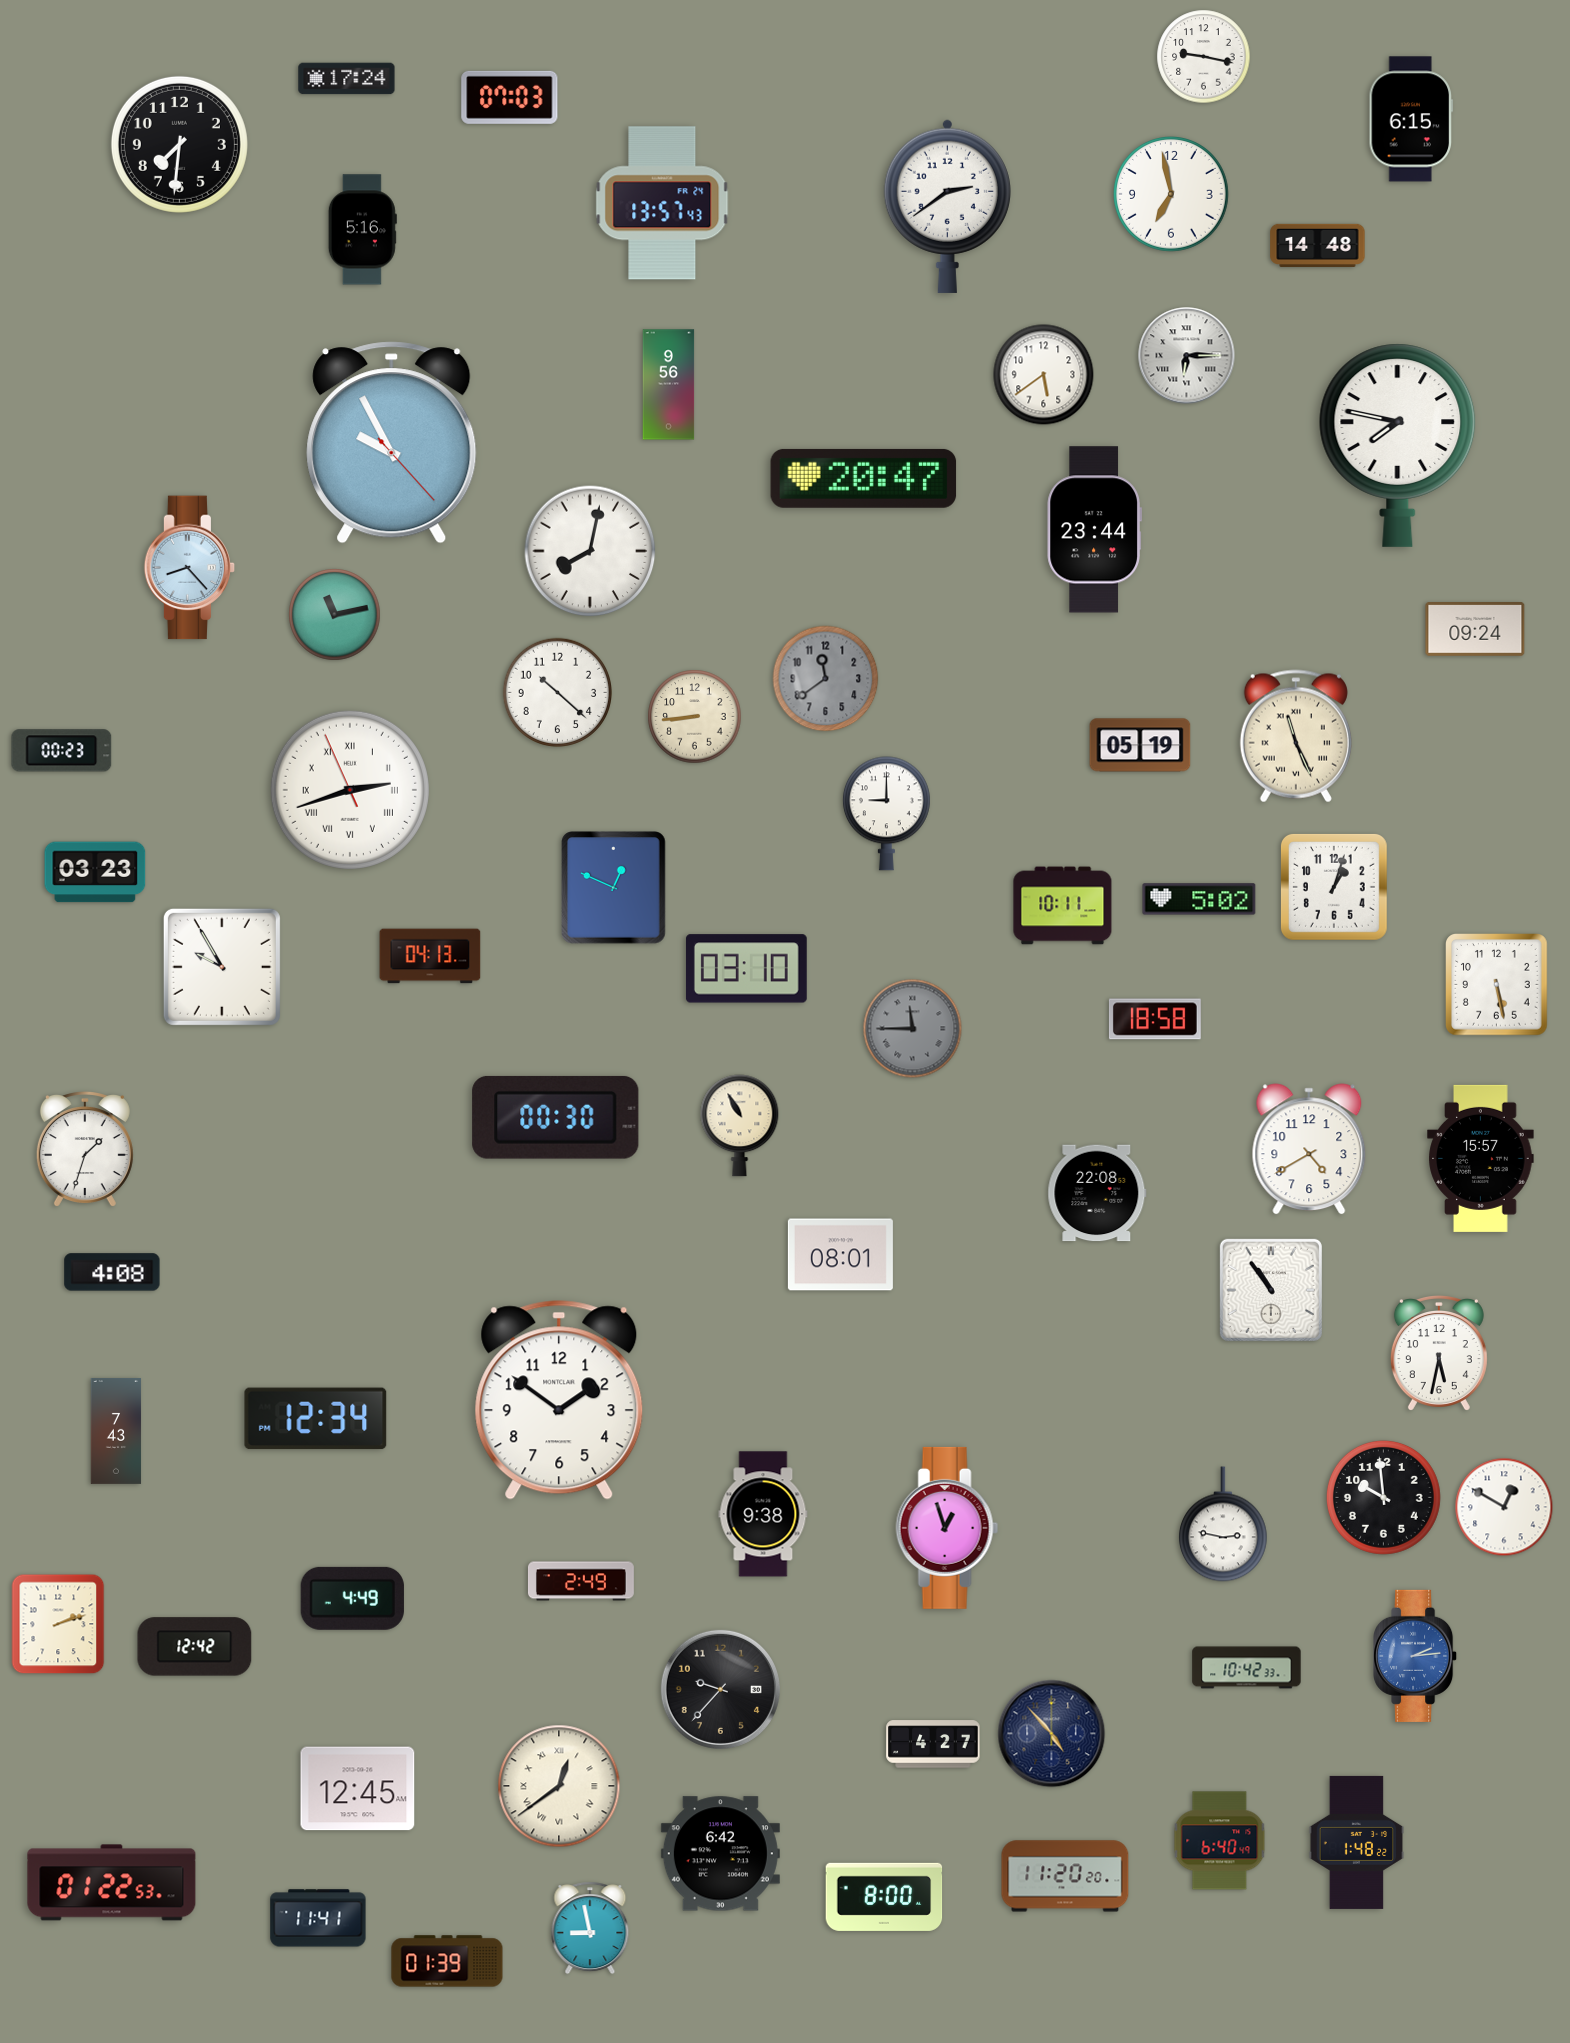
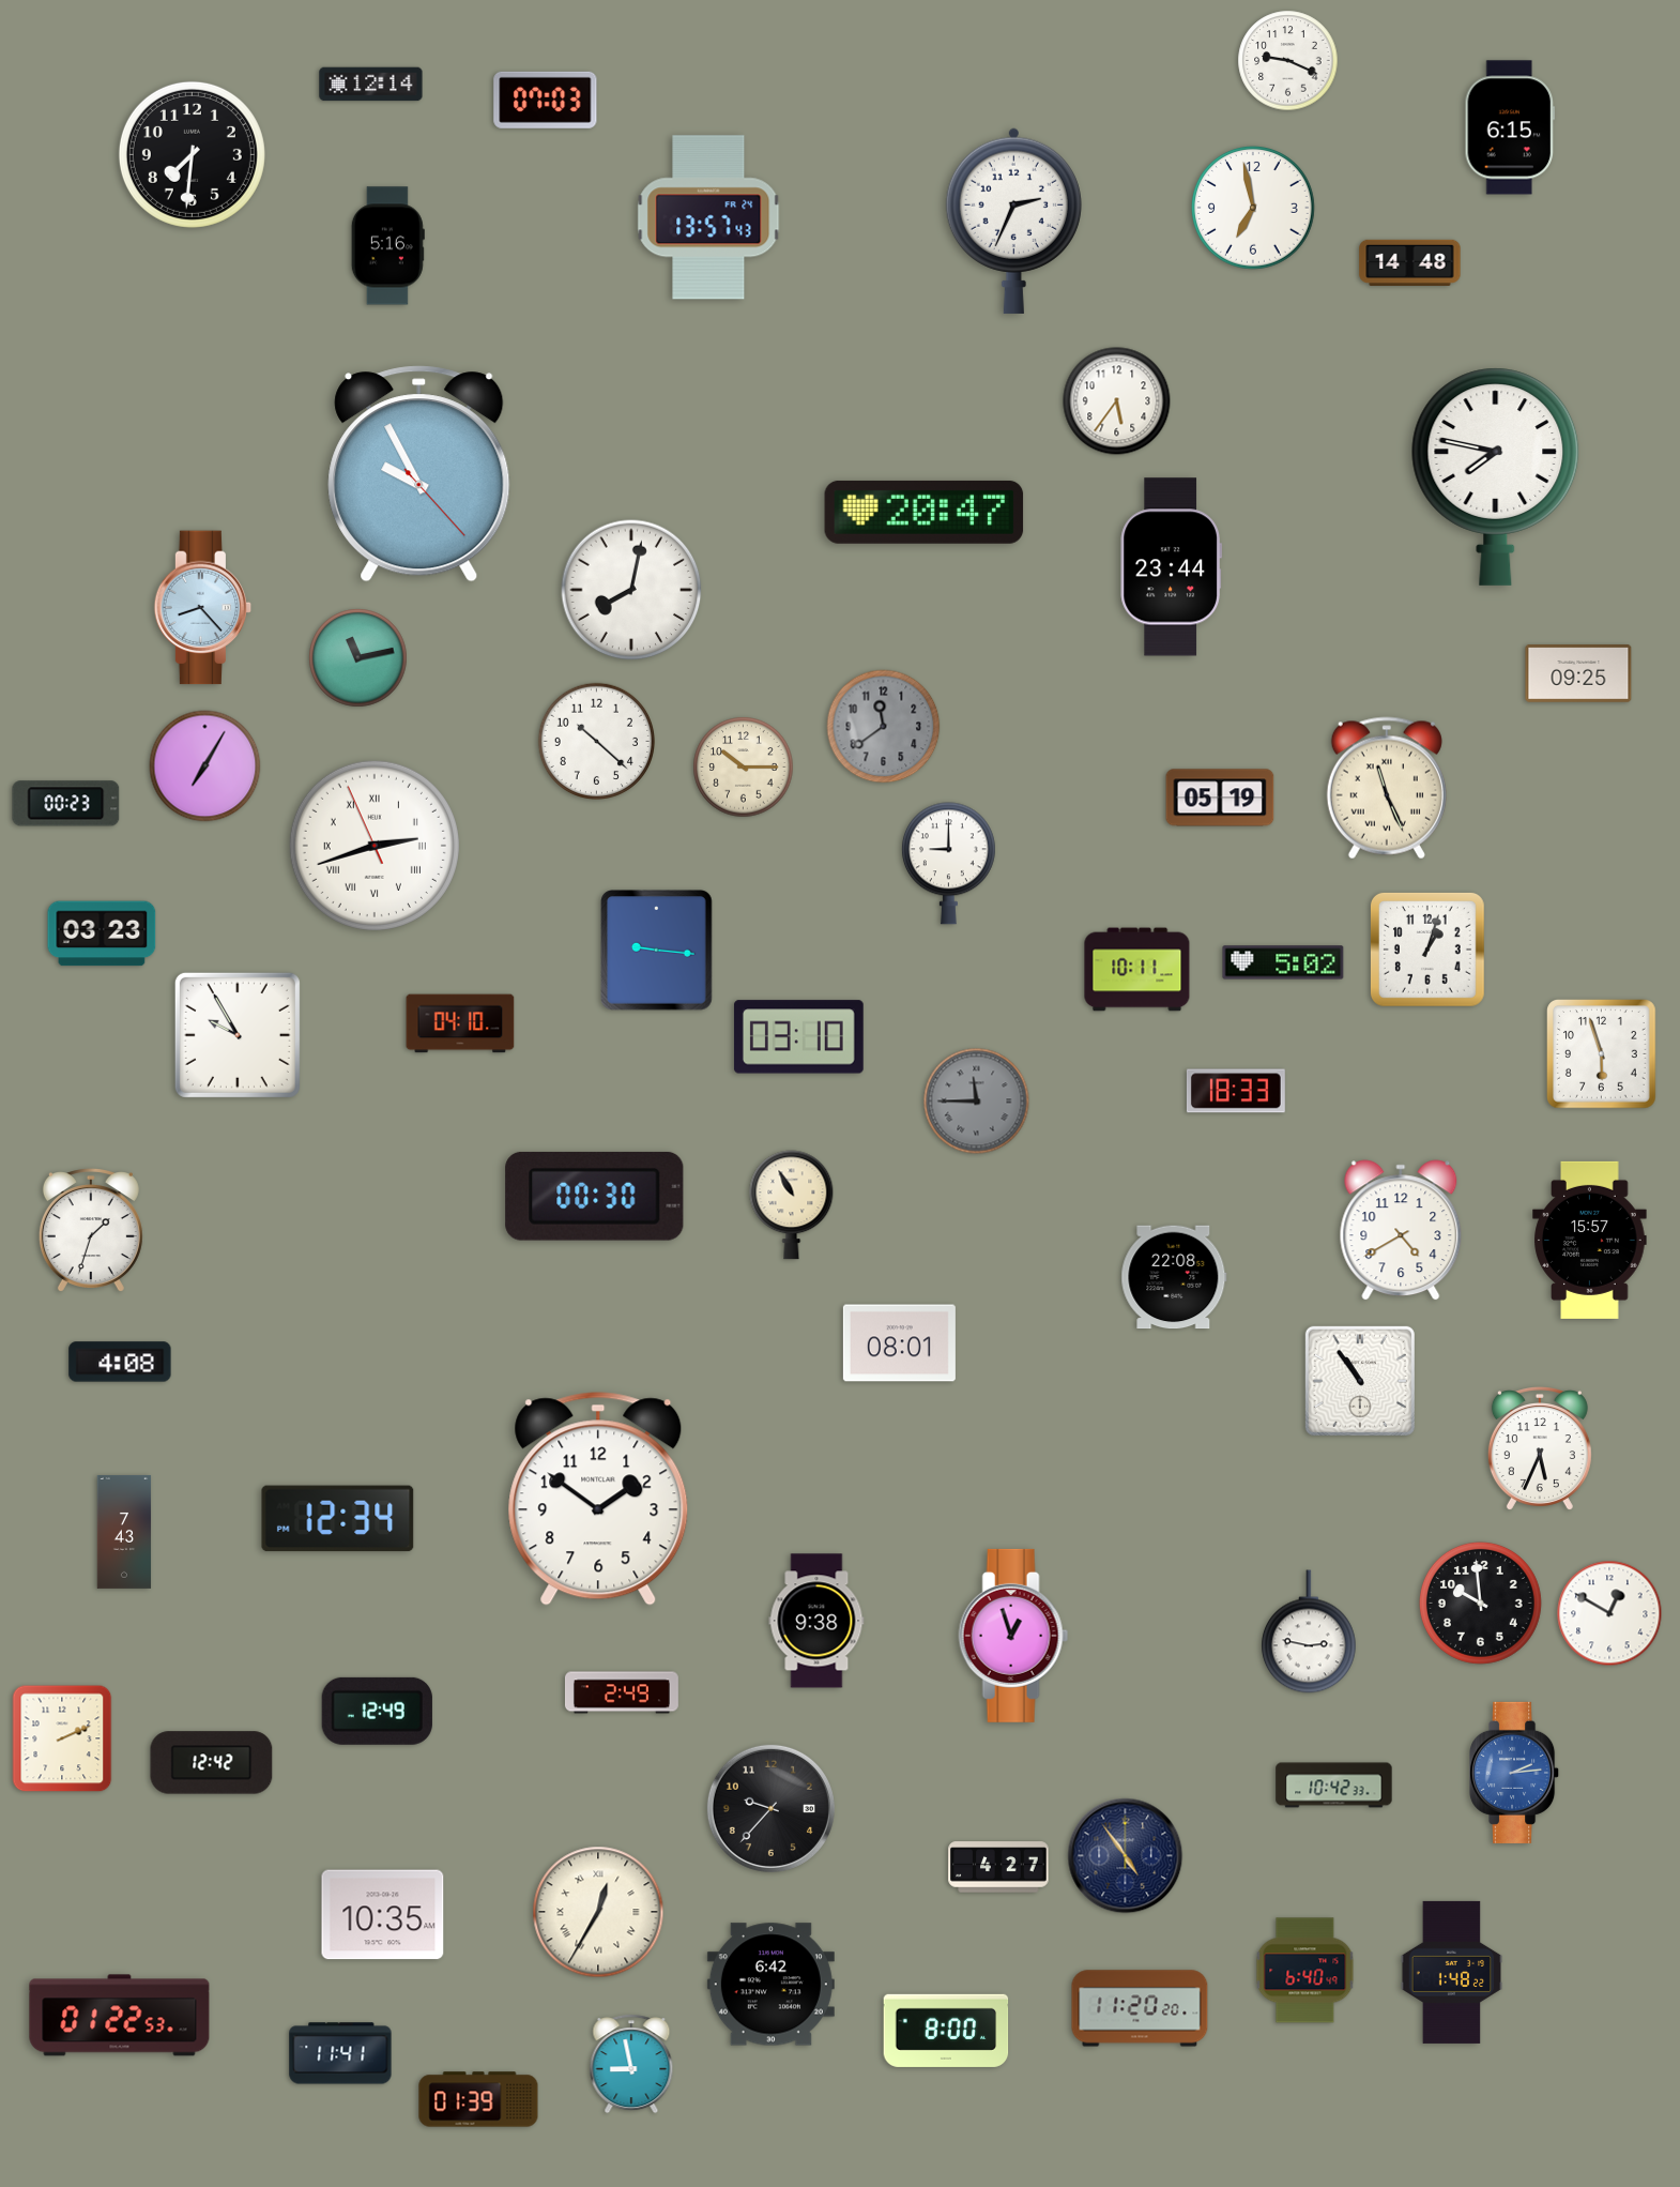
clock at (1204, 57): 9:17 -> 9:19
clock at (347, 79): 17:24 -> 12:14
clock at (510, 97) position: (510, 97) -> (546, 100)
clock at (947, 206): 2:39 -> 2:34
clock at (1187, 356): 6:15 -> none
clock at (1044, 375): 5:39 -> 5:36
clock at (669, 385): 9:56 -> none
clock at (1475, 630): 09:24 -> 09:25
clock at (205, 766): none -> 7:05
clock at (695, 717): 8:44 -> 10:15
clock at (886, 814) position: (886, 814) -> (948, 864)
clock at (614, 888): 12:49 -> 9:16
clock at (430, 956): 04:13 -> 04:10
clock at (1497, 985): 5:28 -> 5:57
clock at (1155, 1019): 18:58 -> 18:33
clock at (1481, 1158) position: (1481, 1158) -> (1590, 1240)
clock at (1439, 1353): 5:32 -> 5:34
clock at (352, 1598): 4:49 -> 12:49
clock at (58, 1624): 2:12 -> 2:11
clock at (195, 1647) position: (195, 1647) -> (212, 1763)
clock at (1052, 1734): 4:53 -> 4:54
clock at (559, 1786): 12:39 -> 12:35
clock at (358, 1789): 12:45 -> 10:35
